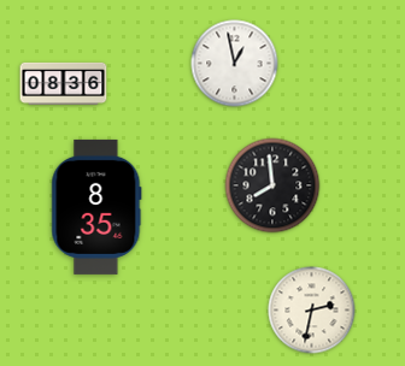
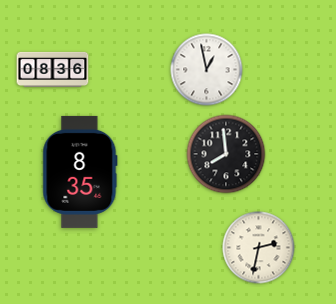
clock at (235, 64) position: (235, 64) -> (207, 70)
clock at (312, 311) position: (312, 311) -> (259, 248)
